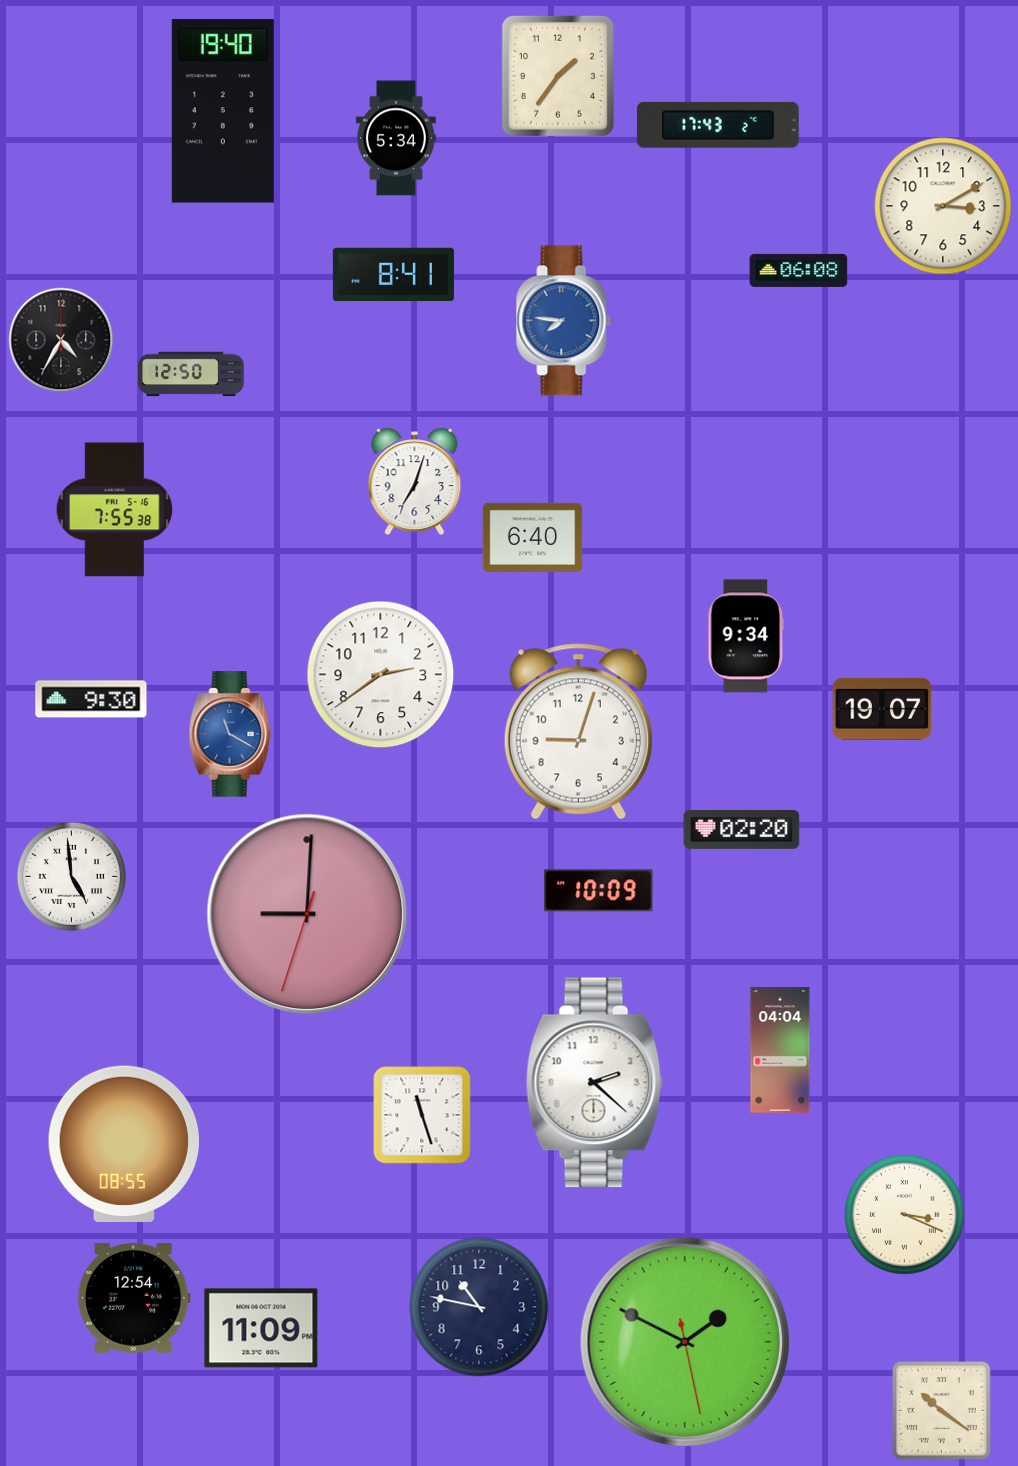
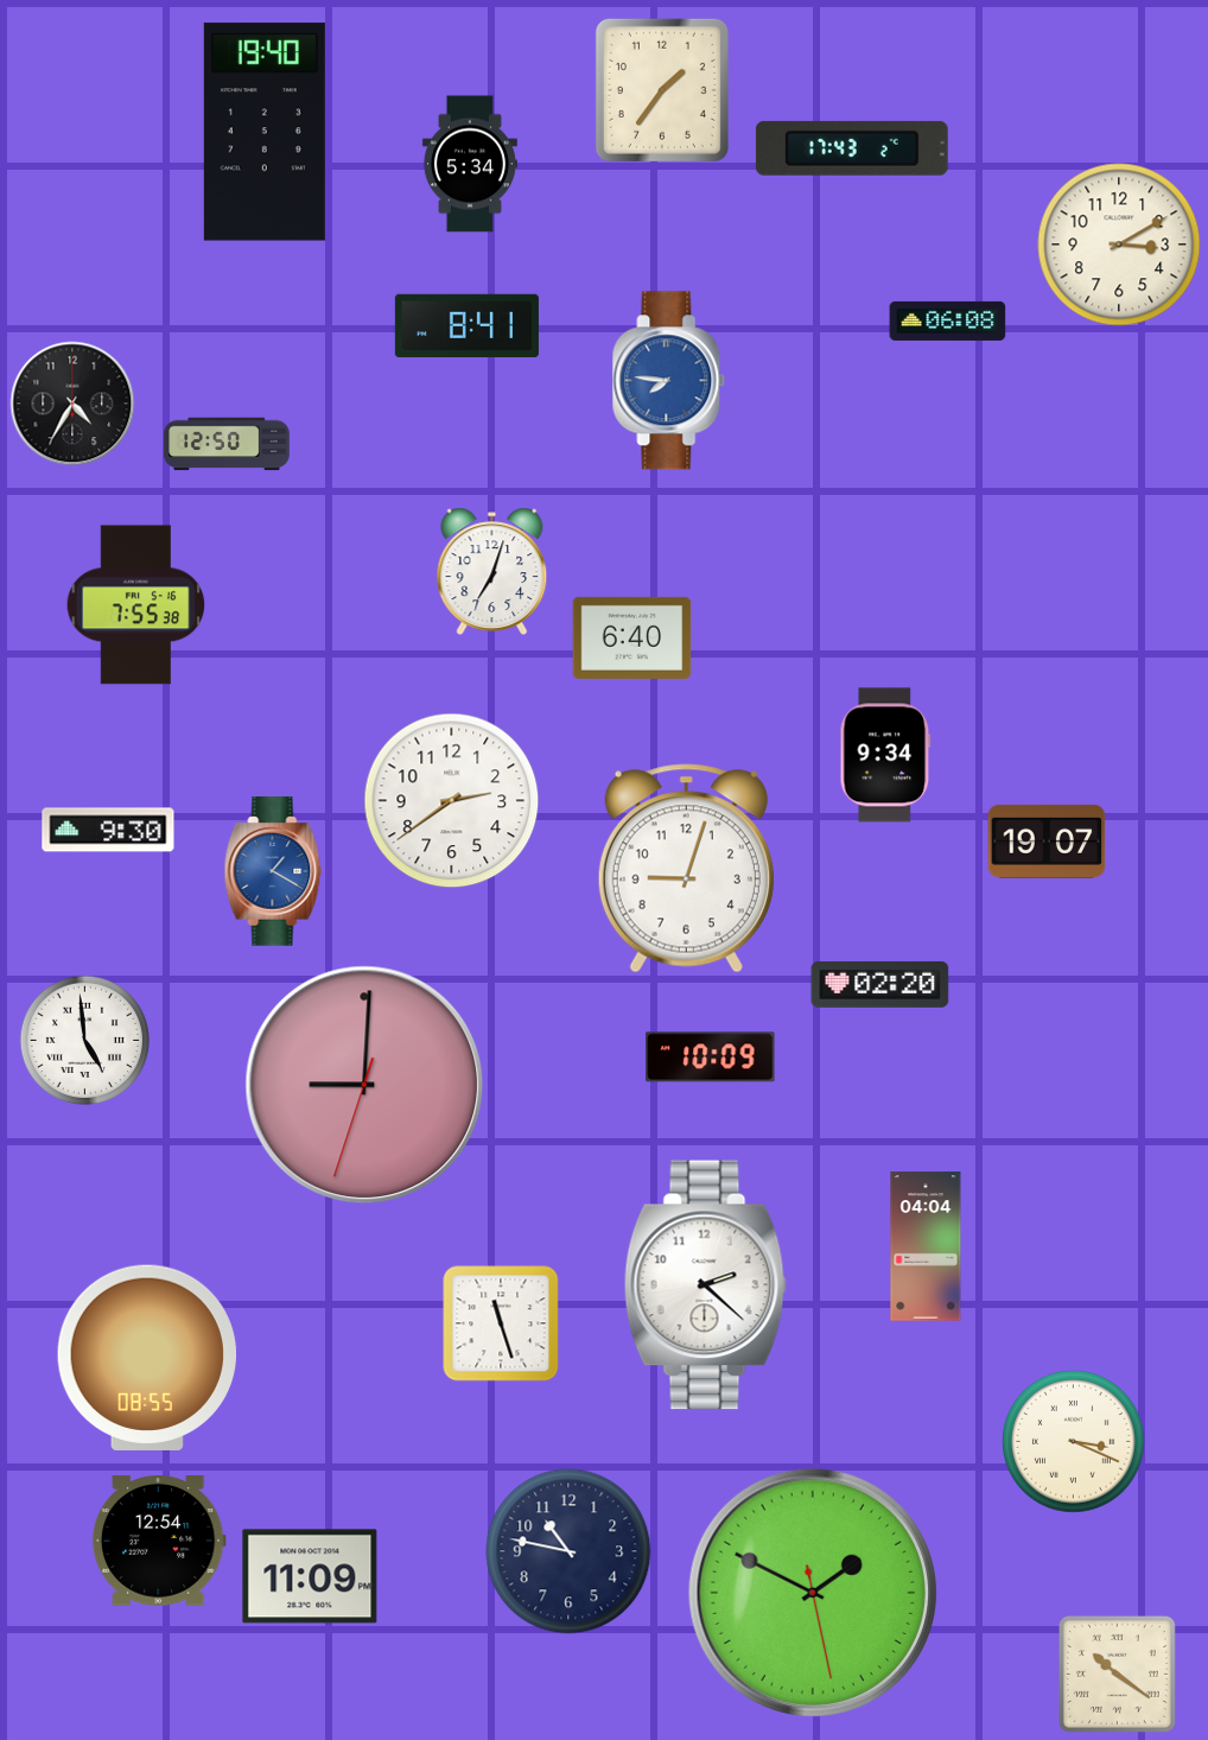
clock at (230, 734): 11:20 -> 1:20
